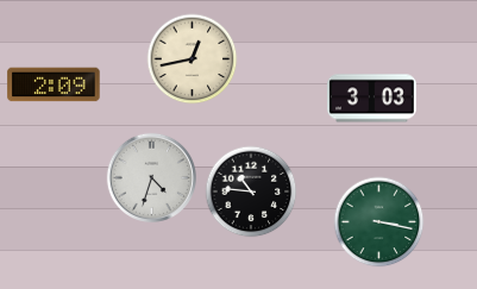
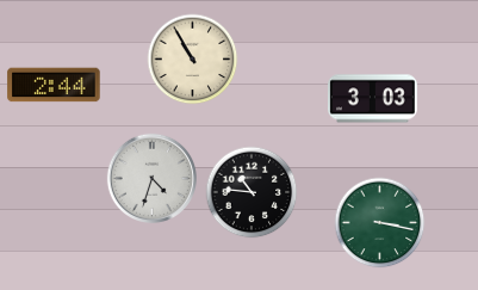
clock at (193, 59): 12:43 -> 10:55
clock at (54, 84): 2:09 -> 2:44
